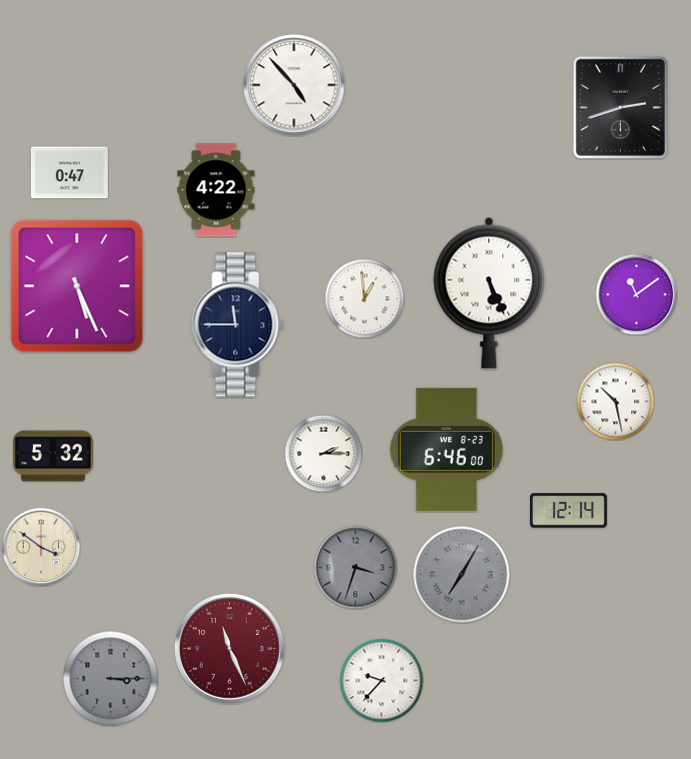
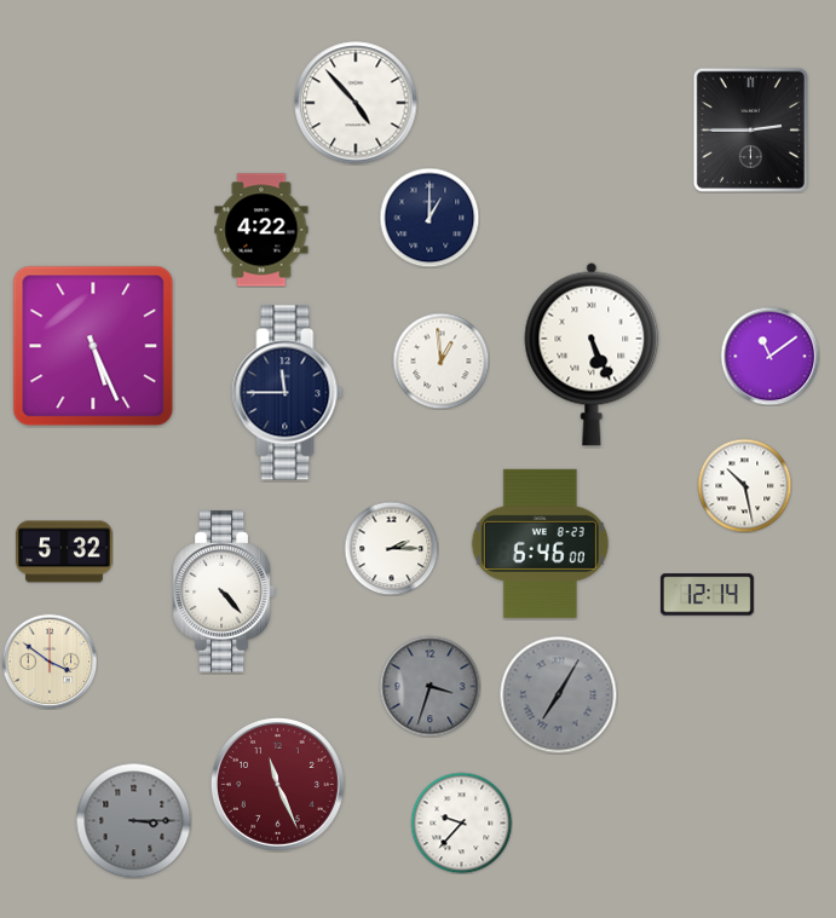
clock at (620, 107): 2:42 -> 2:45
clock at (69, 173): 0:47 -> none
clock at (429, 218): none -> 1:00
clock at (224, 591): none -> 4:23
clock at (568, 511) position: (568, 511) -> (707, 595)
